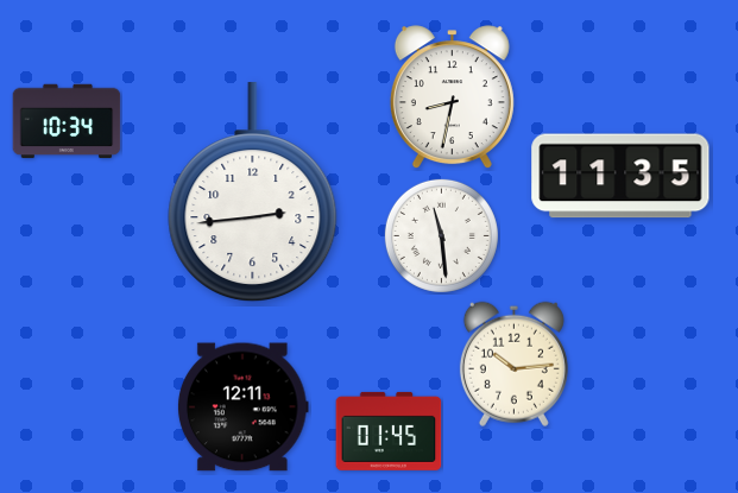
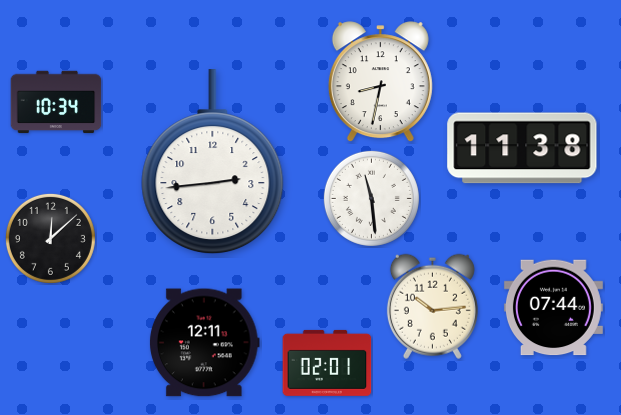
clock at (620, 176): 11:35 -> 11:38
clock at (50, 238): none -> 12:08
clock at (553, 308): none -> 07:44
clock at (389, 431): 01:45 -> 02:01
